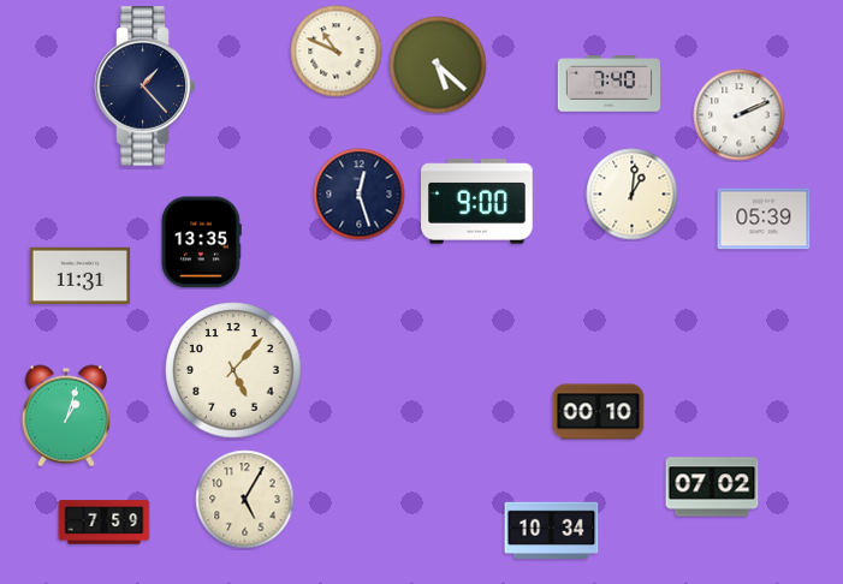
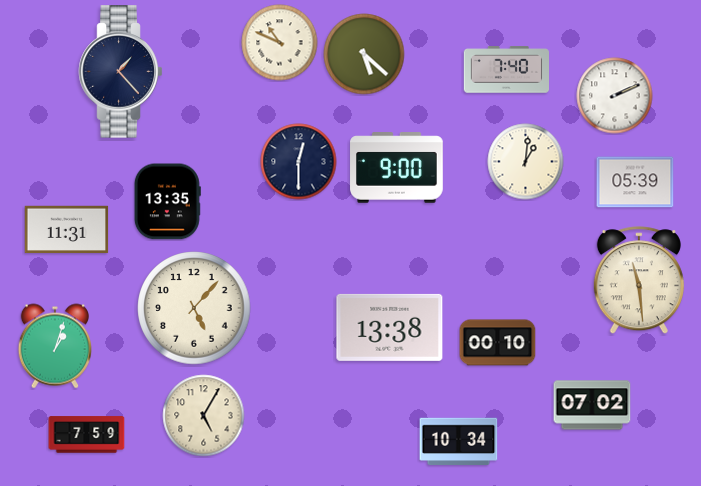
clock at (360, 195): 12:27 -> 12:30
clock at (639, 281): none -> 11:29
clock at (390, 327): none -> 13:38
